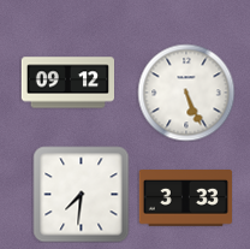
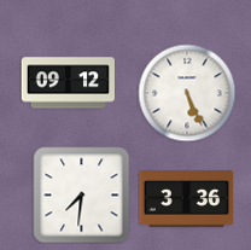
clock at (185, 198): 3:33 -> 3:36
